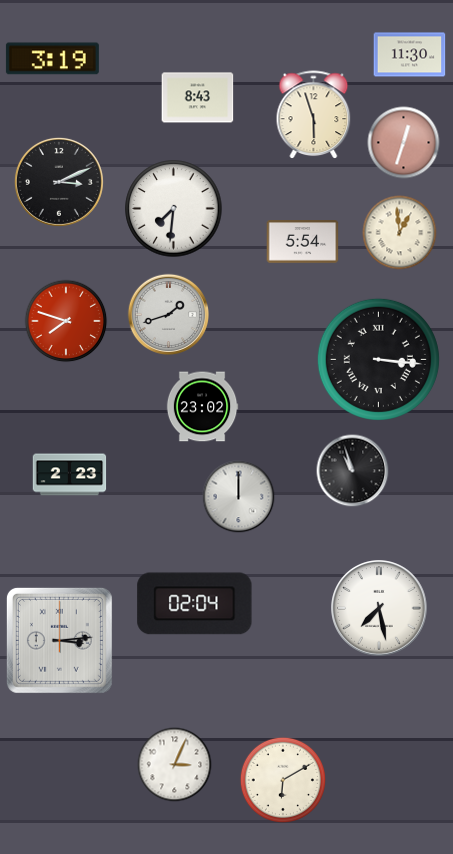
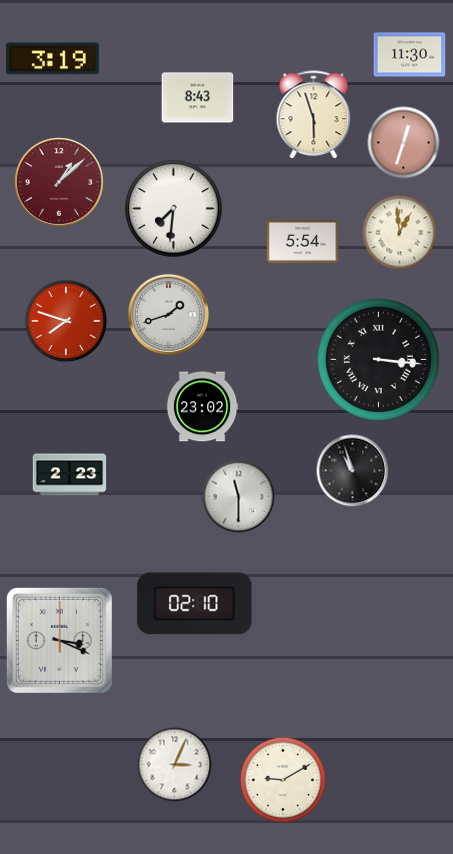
clock at (59, 182): 3:11 -> 1:08
clock at (59, 182) dial: black -> burgundy
clock at (239, 497): 12:00 -> 11:30
clock at (195, 604): 02:04 -> 02:10
clock at (379, 608): 7:28 -> none
clock at (59, 640): 3:14 -> 3:19
clock at (282, 779): 6:10 -> 9:10
